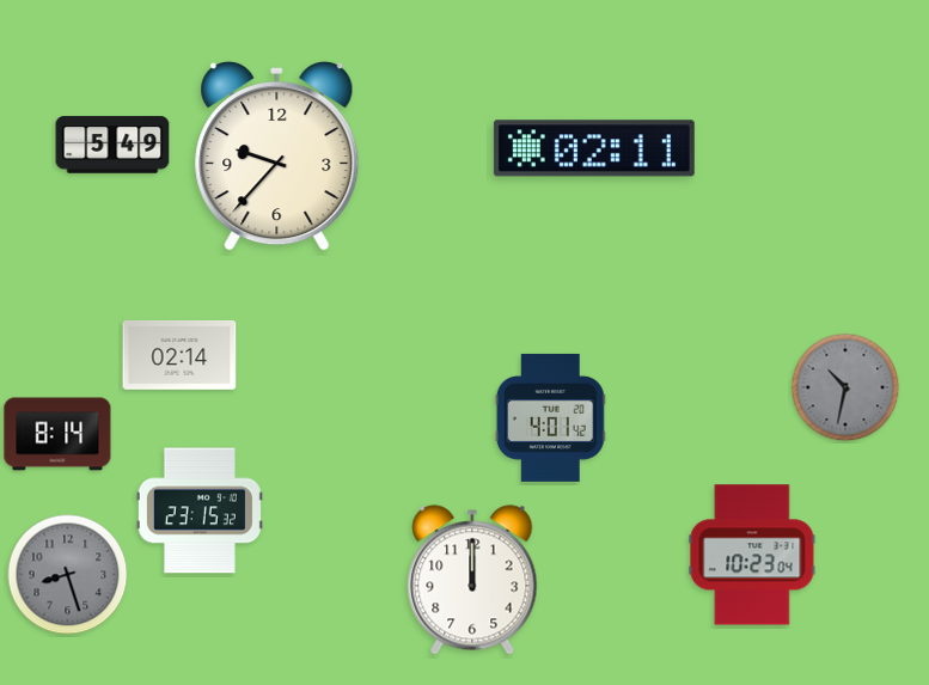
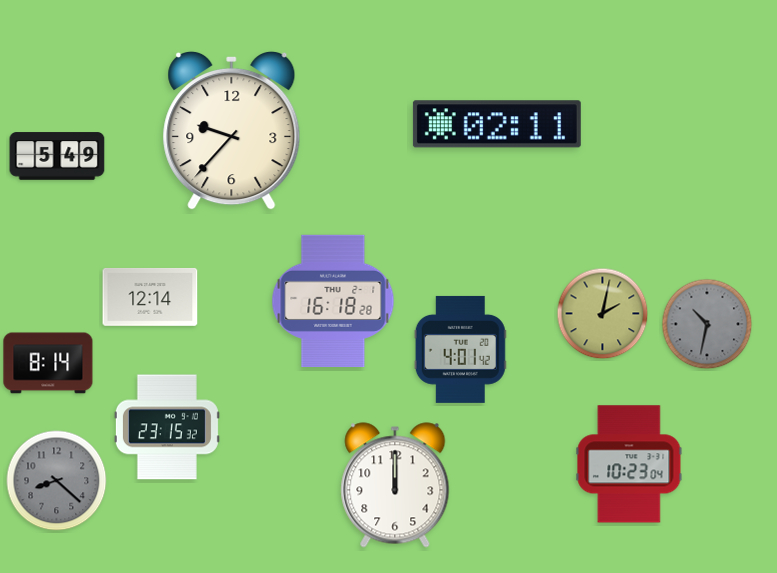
clock at (112, 145) position: (112, 145) -> (57, 156)
clock at (179, 355): 02:14 -> 12:14
clock at (333, 300): none -> 16:18
clock at (603, 314): none -> 2:02
clock at (68, 575): 8:27 -> 8:22
